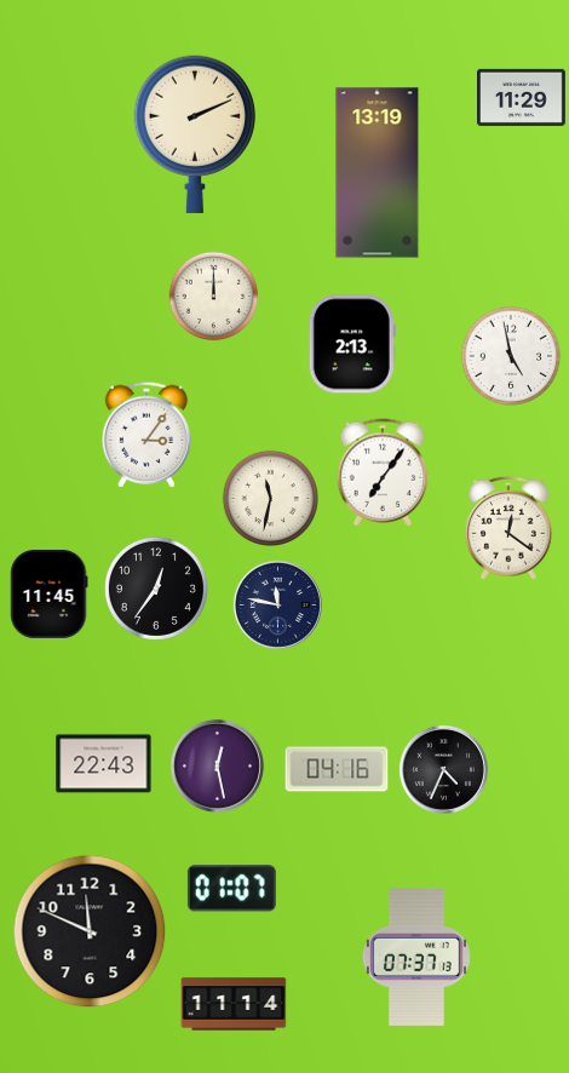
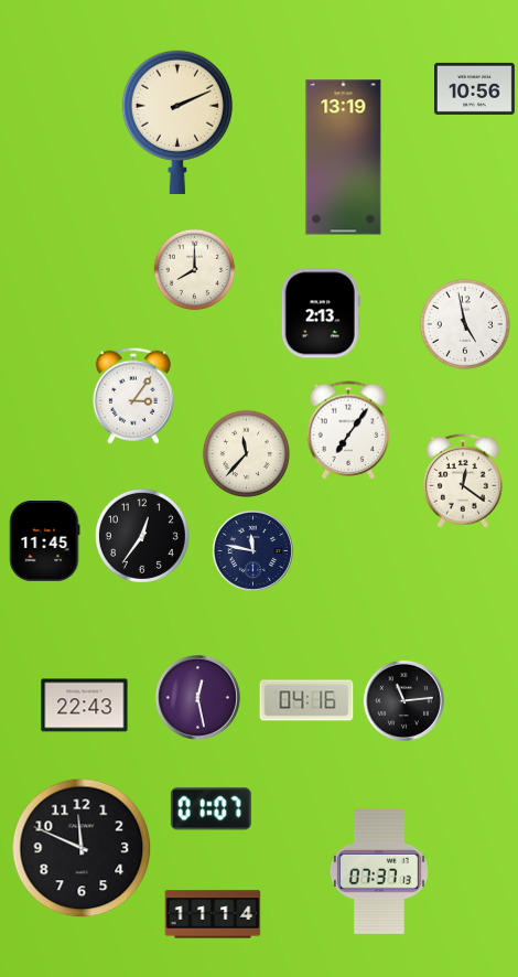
clock at (522, 97): 11:29 -> 10:56
clock at (214, 297): 12:00 -> 8:00
clock at (270, 498): 11:32 -> 11:37
clock at (104, 764) position: (104, 764) -> (85, 706)
clock at (443, 769): 4:34 -> 11:14
